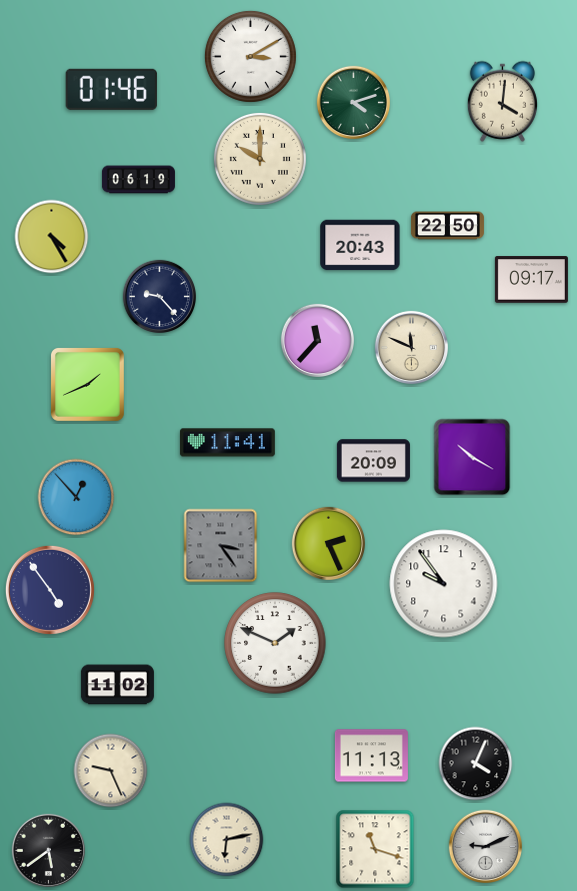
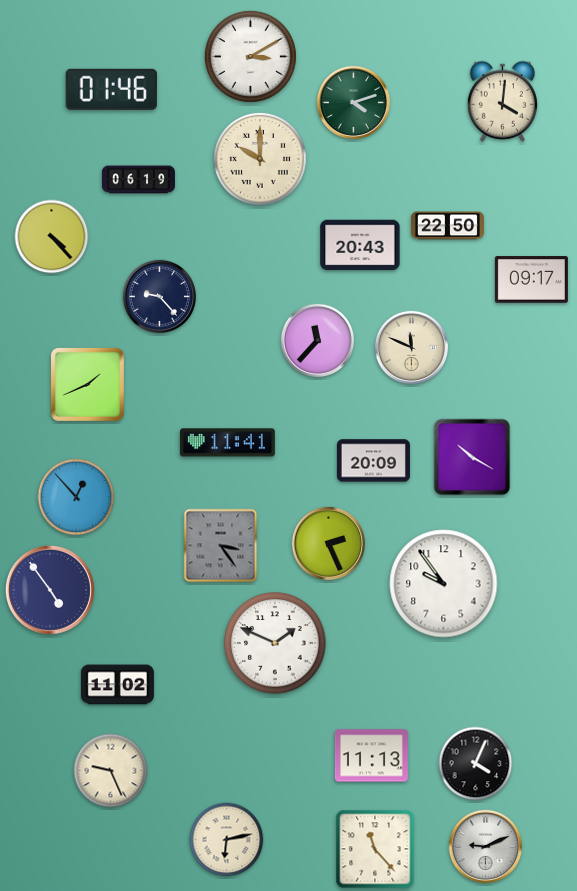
clock at (52, 237): 4:25 -> 4:23
clock at (375, 849): 11:18 -> 11:23
clock at (48, 850): 5:39 -> none
